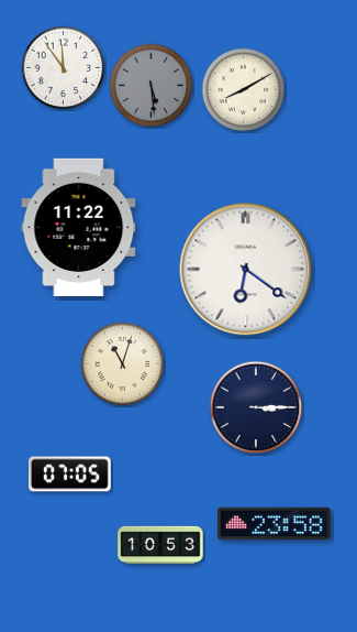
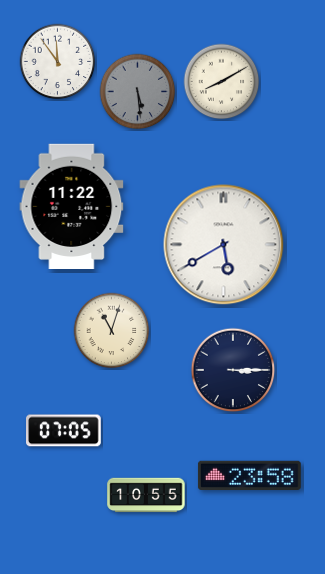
clock at (152, 86) position: (152, 86) -> (138, 92)
clock at (246, 270): 6:21 -> 5:40
clock at (160, 545): 10:53 -> 10:55
